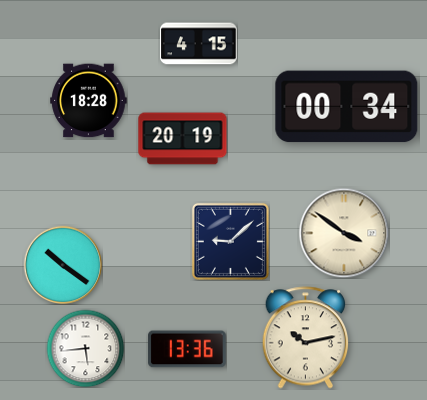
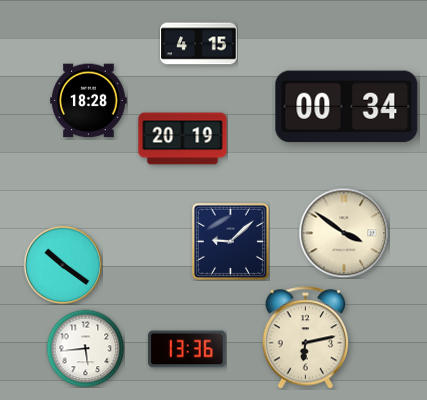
clock at (306, 338): 10:13 -> 6:13
